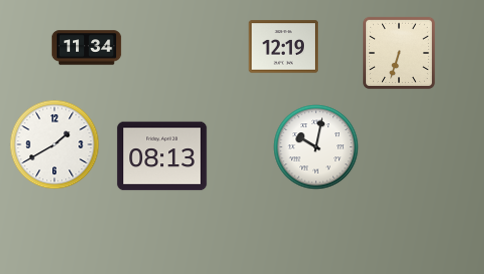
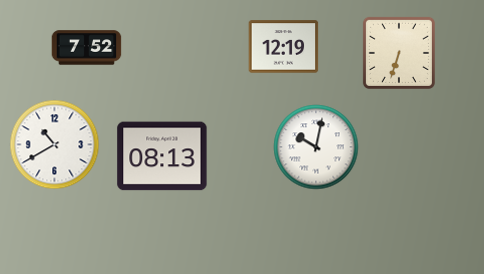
clock at (87, 48): 11:34 -> 7:52
clock at (55, 145): 1:40 -> 10:40
